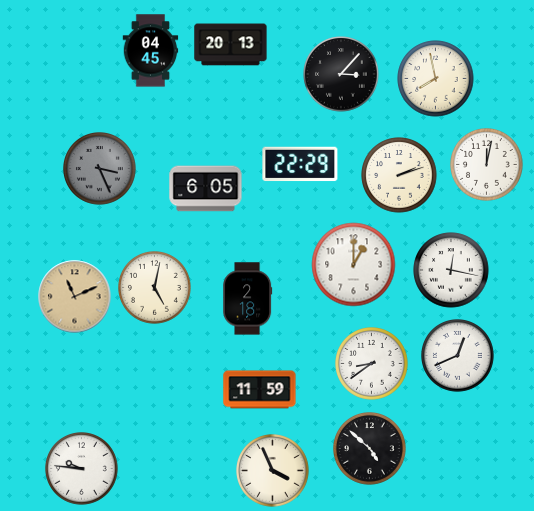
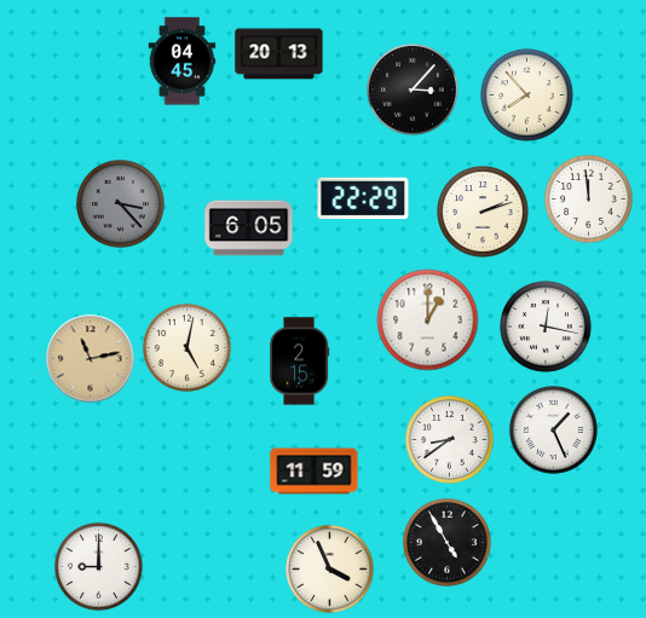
clock at (436, 79): 7:58 -> 7:53
clock at (487, 165): 12:02 -> 11:59
clock at (100, 169): 3:26 -> 3:23
clock at (75, 297): 11:11 -> 11:13
clock at (247, 299): 2:18 -> 2:15
clock at (458, 356): 12:41 -> 1:26
clock at (370, 449): 4:52 -> 4:55
clock at (82, 469): 9:46 -> 9:00
